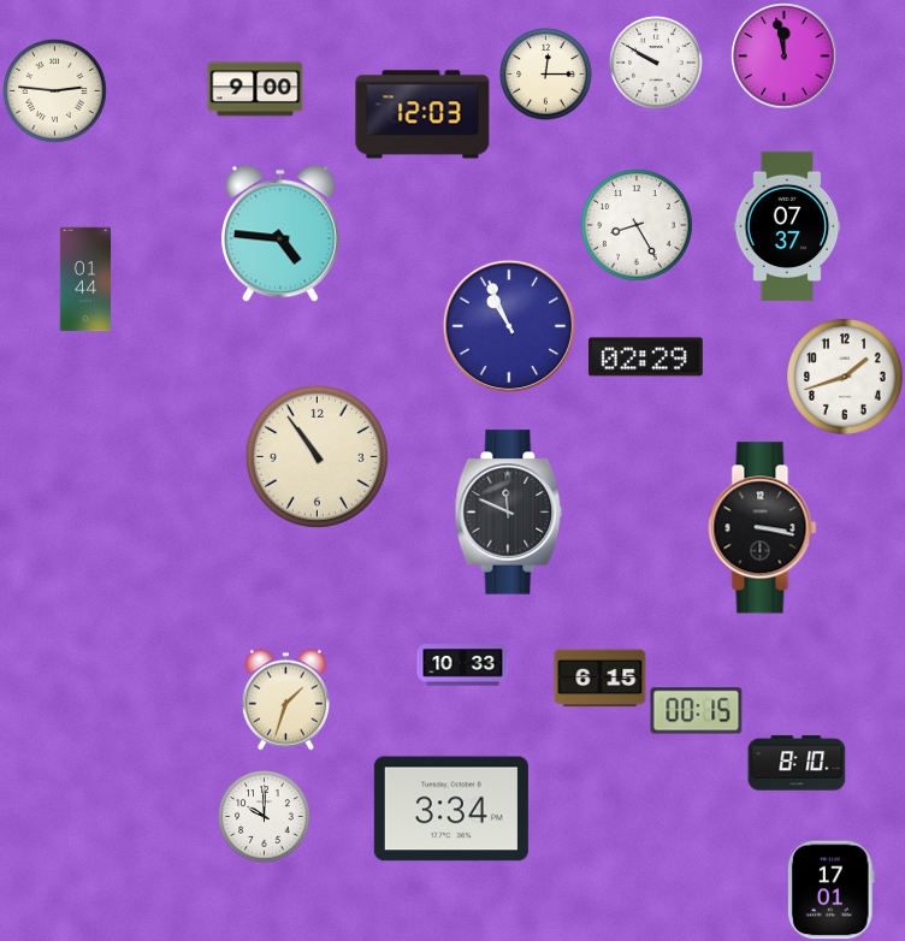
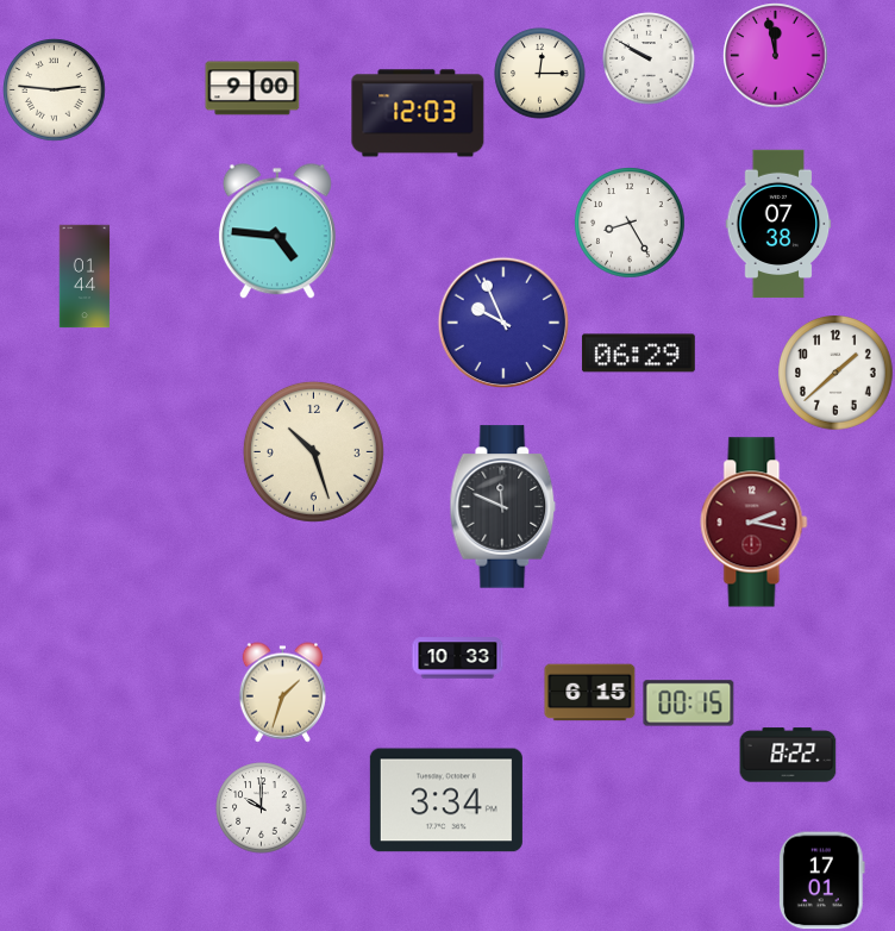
clock at (656, 63) position: (656, 63) -> (649, 58)
clock at (787, 226): 07:37 -> 07:38
clock at (509, 326): 10:56 -> 9:56
clock at (645, 357): 02:29 -> 06:29
clock at (845, 377): 1:42 -> 1:38
clock at (317, 456): 10:54 -> 10:27
clock at (763, 528): 3:17 -> 2:17
clock at (763, 528) dial: black -> burgundy
clock at (601, 679) position: (601, 679) -> (590, 693)
clock at (797, 763): 8:10 -> 8:22
